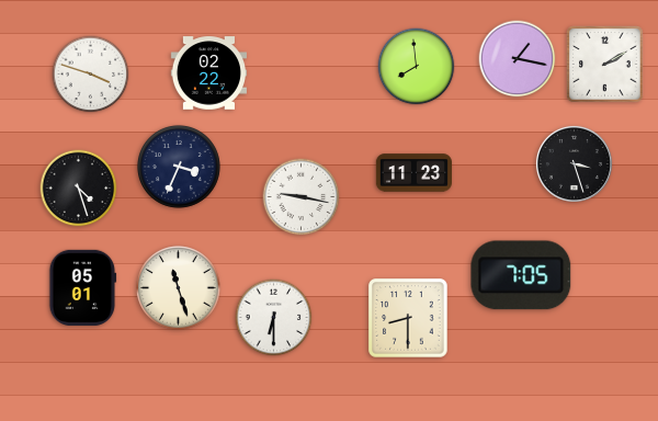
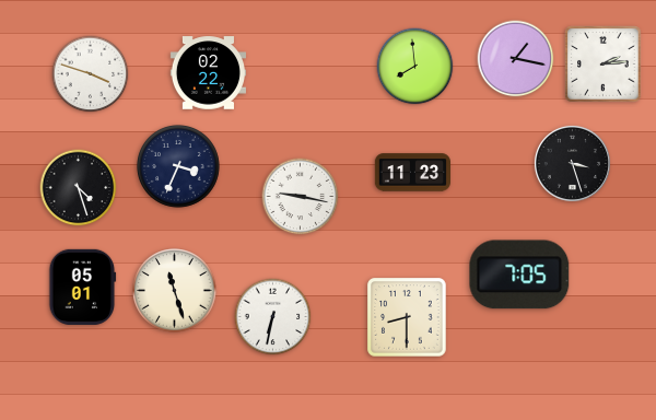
clock at (605, 65): 2:10 -> 2:14
clock at (179, 288) position: (179, 288) -> (175, 291)
clock at (274, 318): 6:30 -> 6:32
